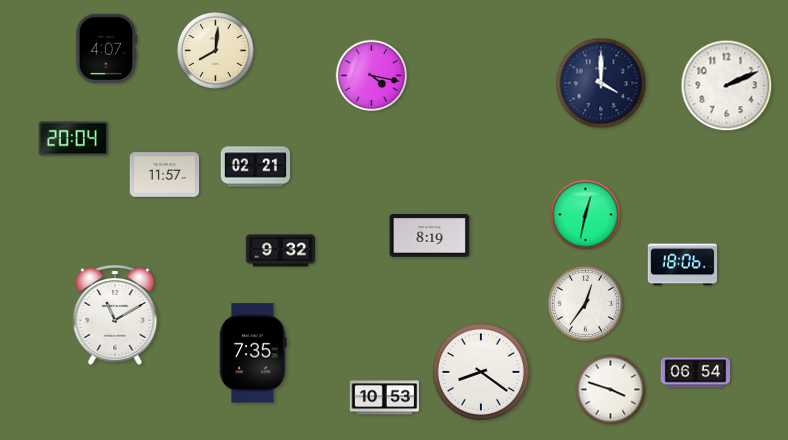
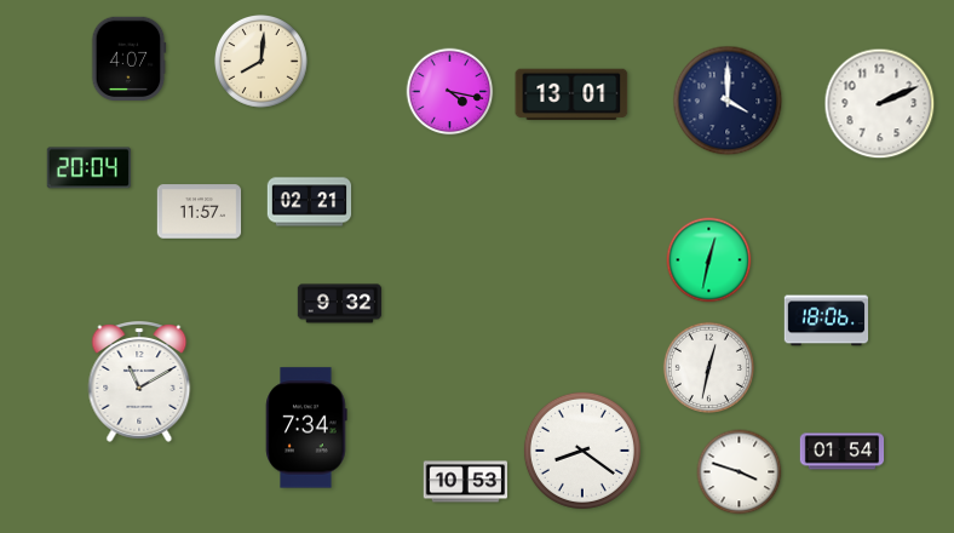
clock at (571, 93): none -> 13:01
clock at (430, 236): 8:19 -> none
clock at (585, 303): 12:36 -> 12:32
clock at (253, 353): 7:35 -> 7:34
clock at (696, 373): 06:54 -> 01:54
